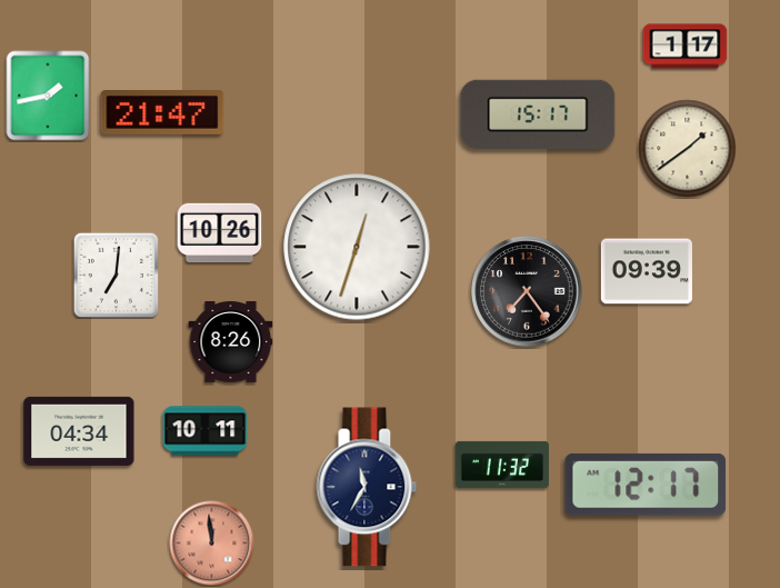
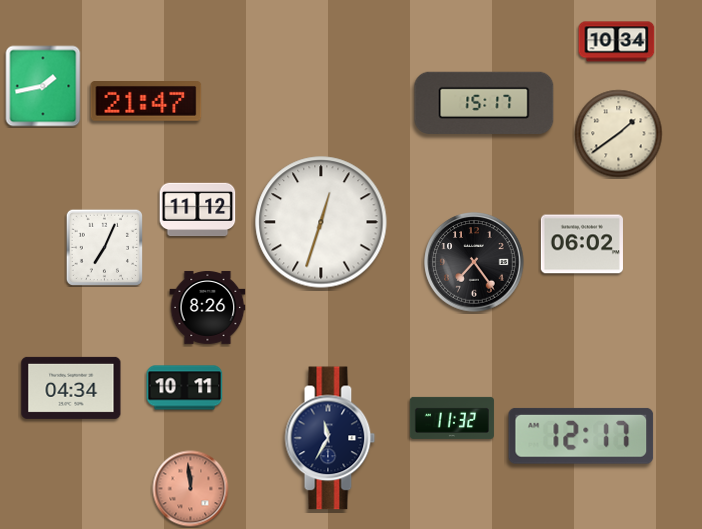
clock at (686, 47): 1:17 -> 10:34
clock at (220, 233): 10:26 -> 11:12
clock at (647, 271): 09:39 -> 06:02
clock at (116, 275): 7:01 -> 7:04
